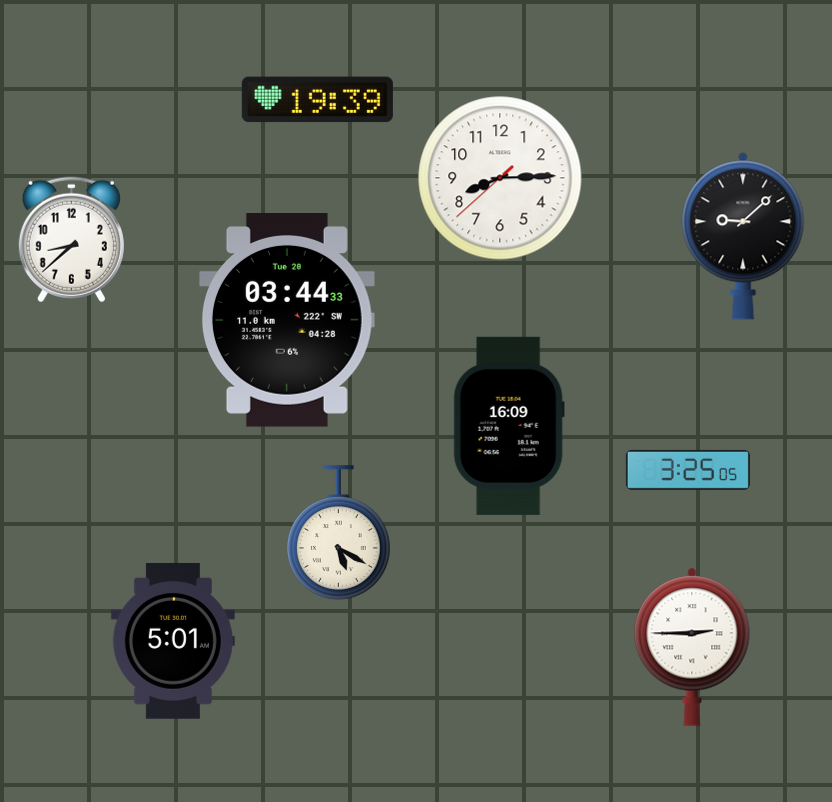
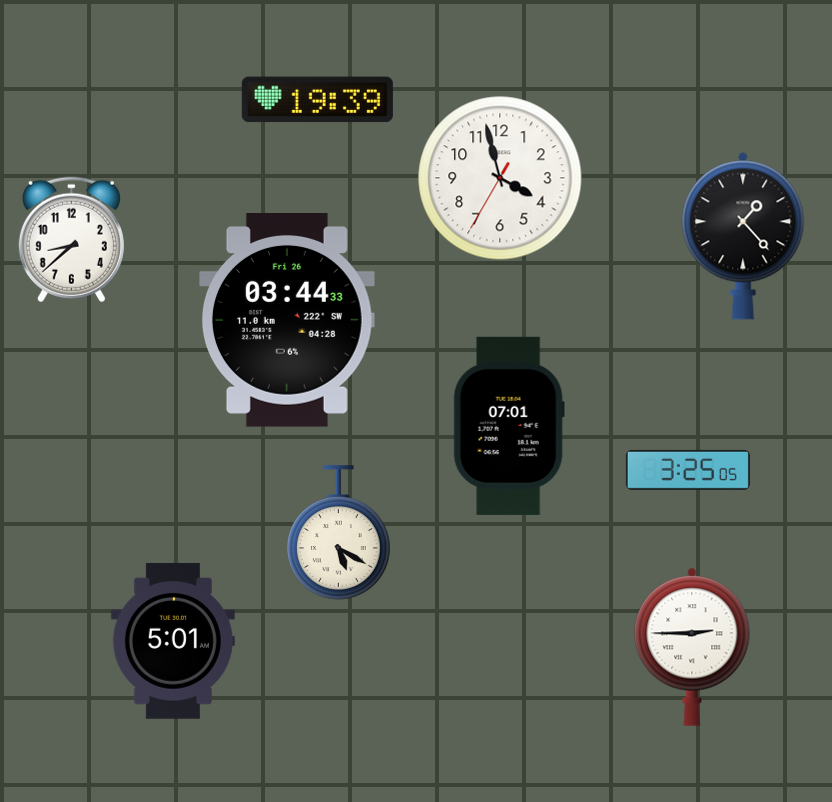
clock at (500, 178): 8:14 -> 3:57
clock at (743, 236): 9:08 -> 1:23
clock at (287, 321) date: Tue 20 -> Fri 26
clock at (509, 426): 16:09 -> 07:01
